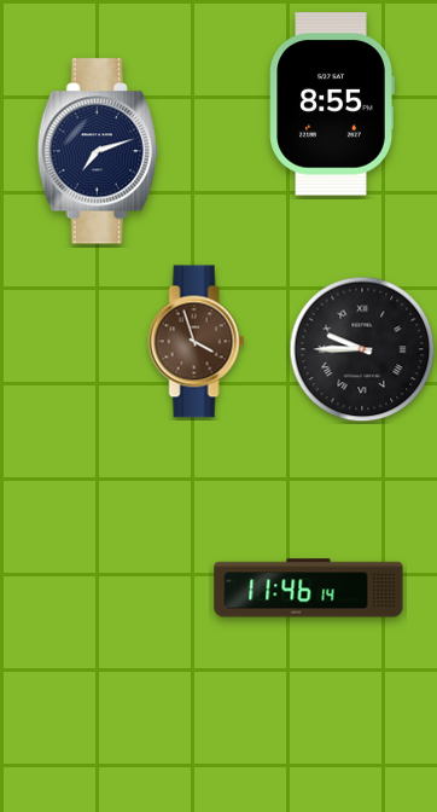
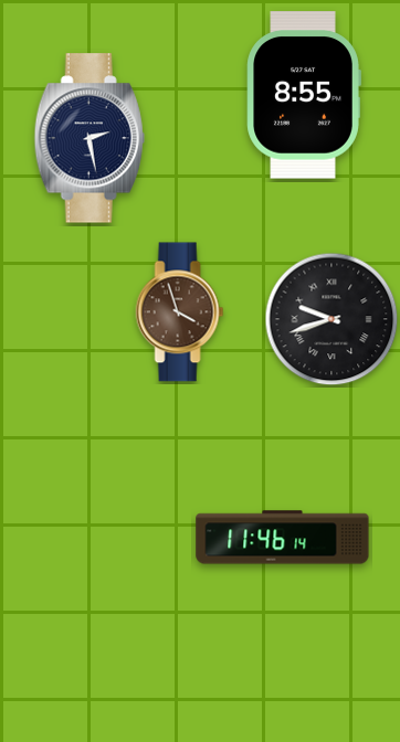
clock at (98, 151): 7:12 -> 2:28
clock at (362, 349): 9:45 -> 9:42
